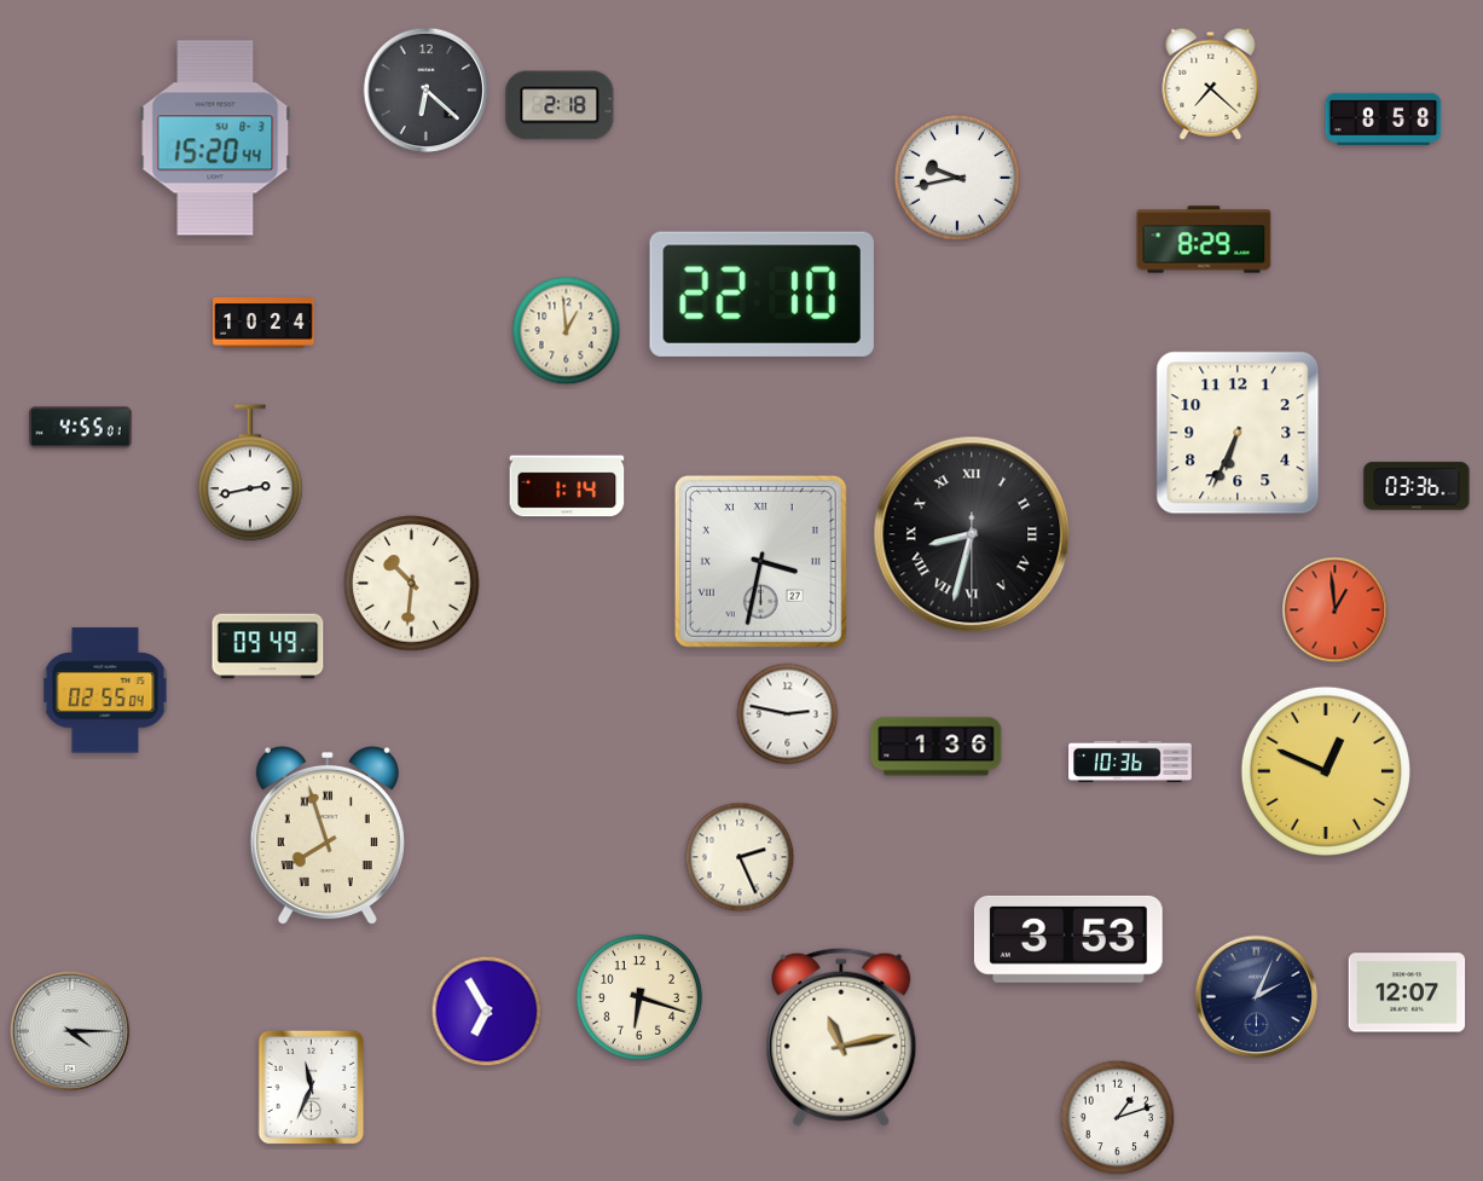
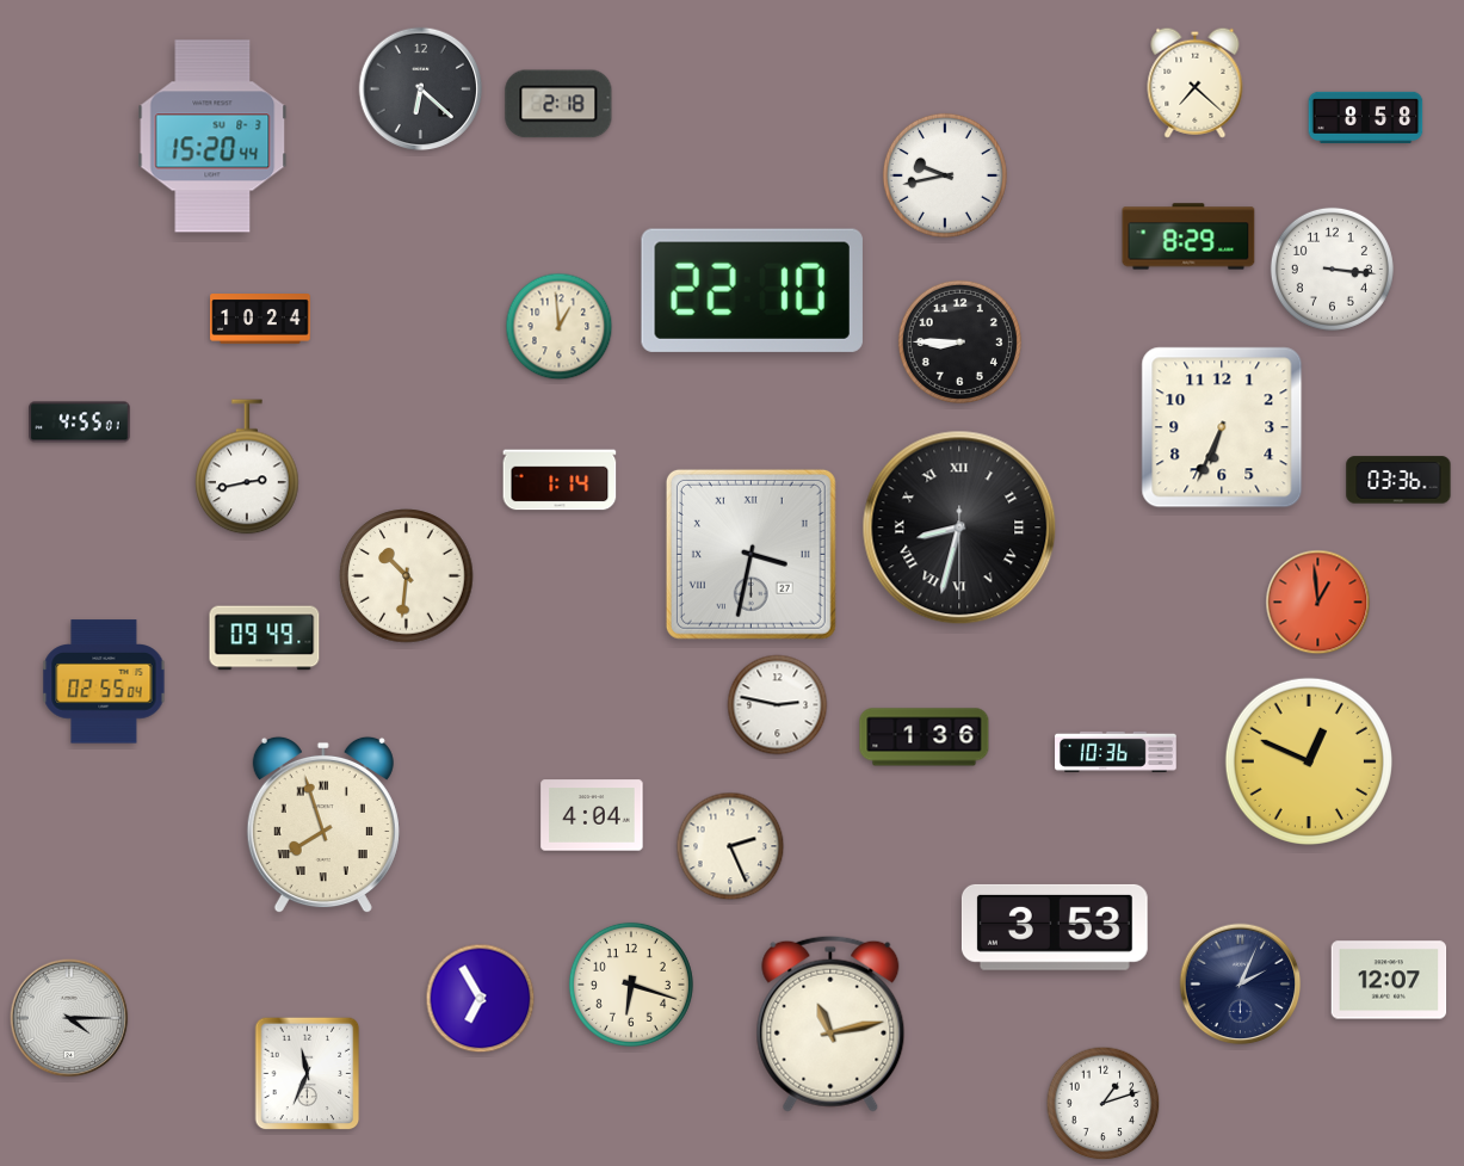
clock at (560, 105) position: (560, 105) -> (558, 104)
clock at (1332, 269): none -> 3:16
clock at (959, 341): none -> 8:45
clock at (592, 815): none -> 4:04
